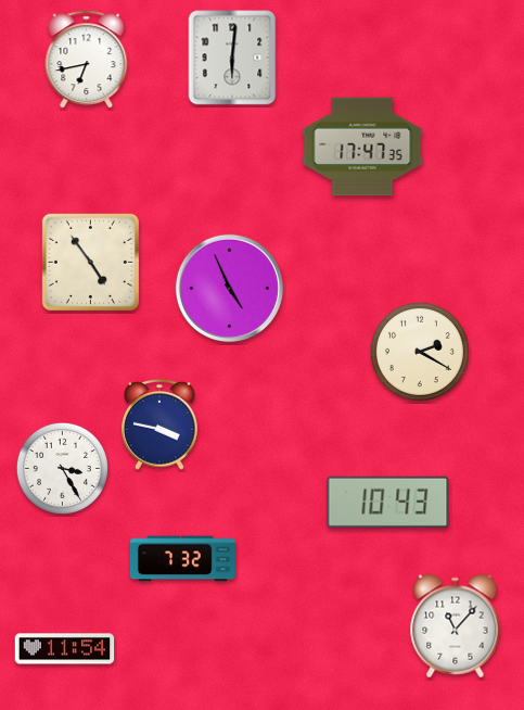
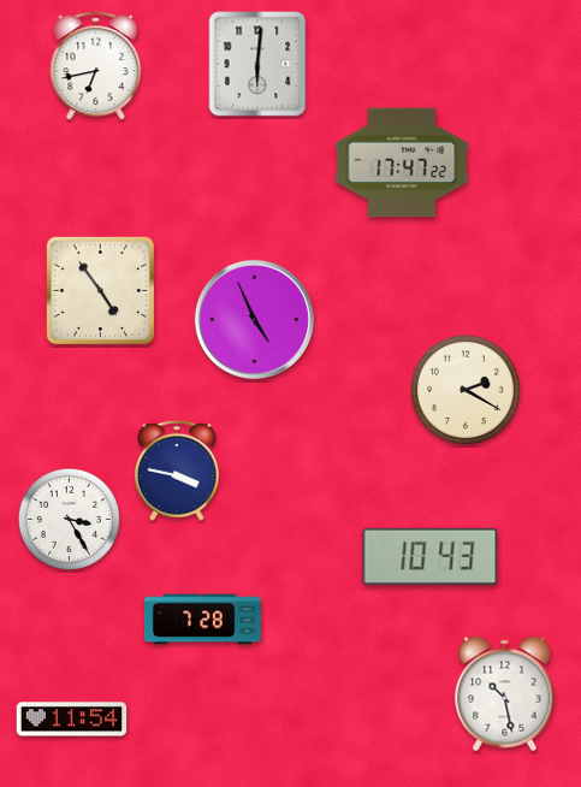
clock at (362, 147): 17:47:35 -> 17:47:22
clock at (182, 559): 7:32 -> 7:28
clock at (456, 626): 11:07 -> 10:28
